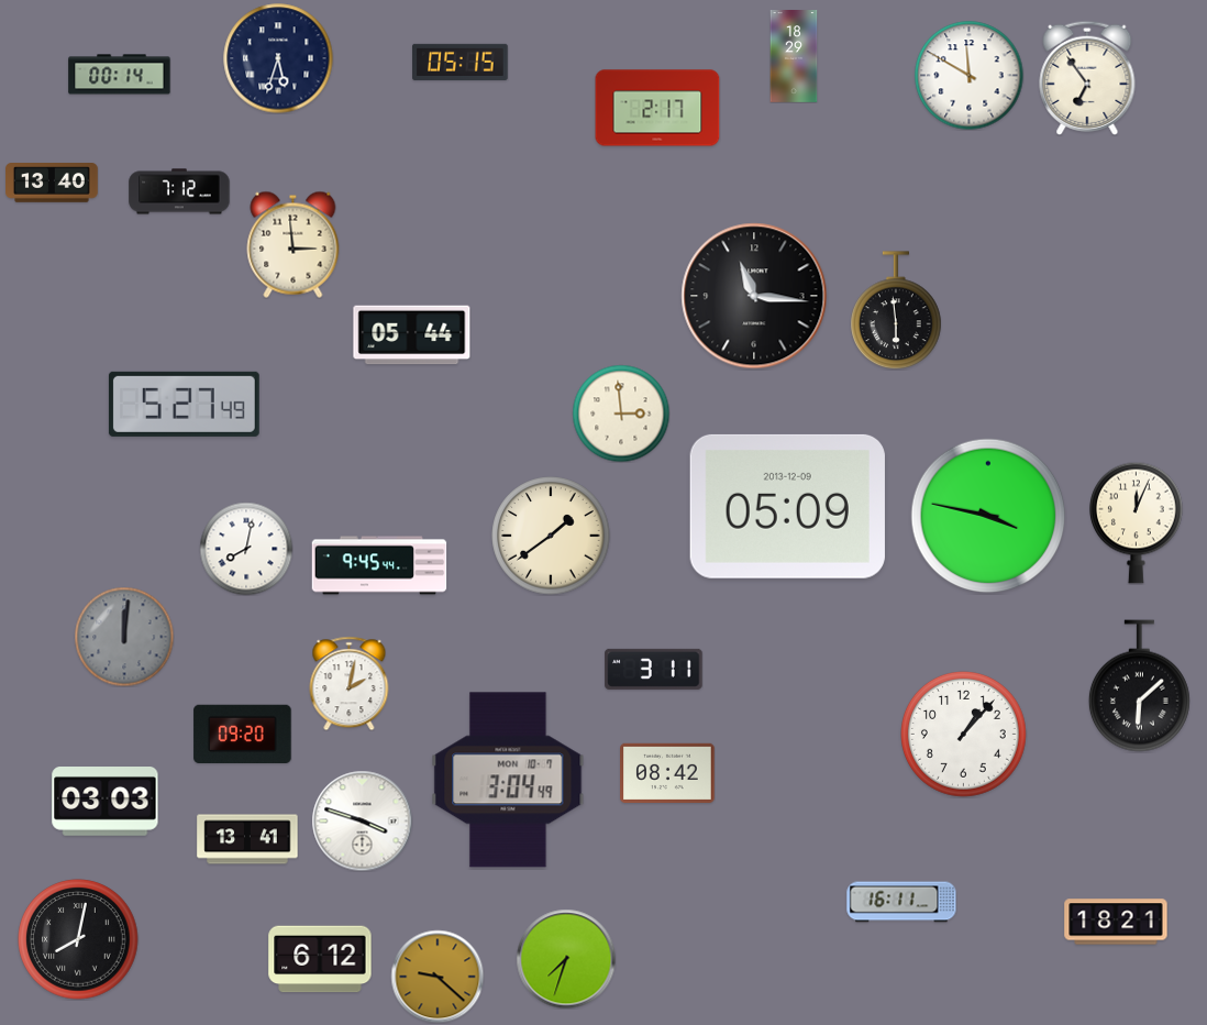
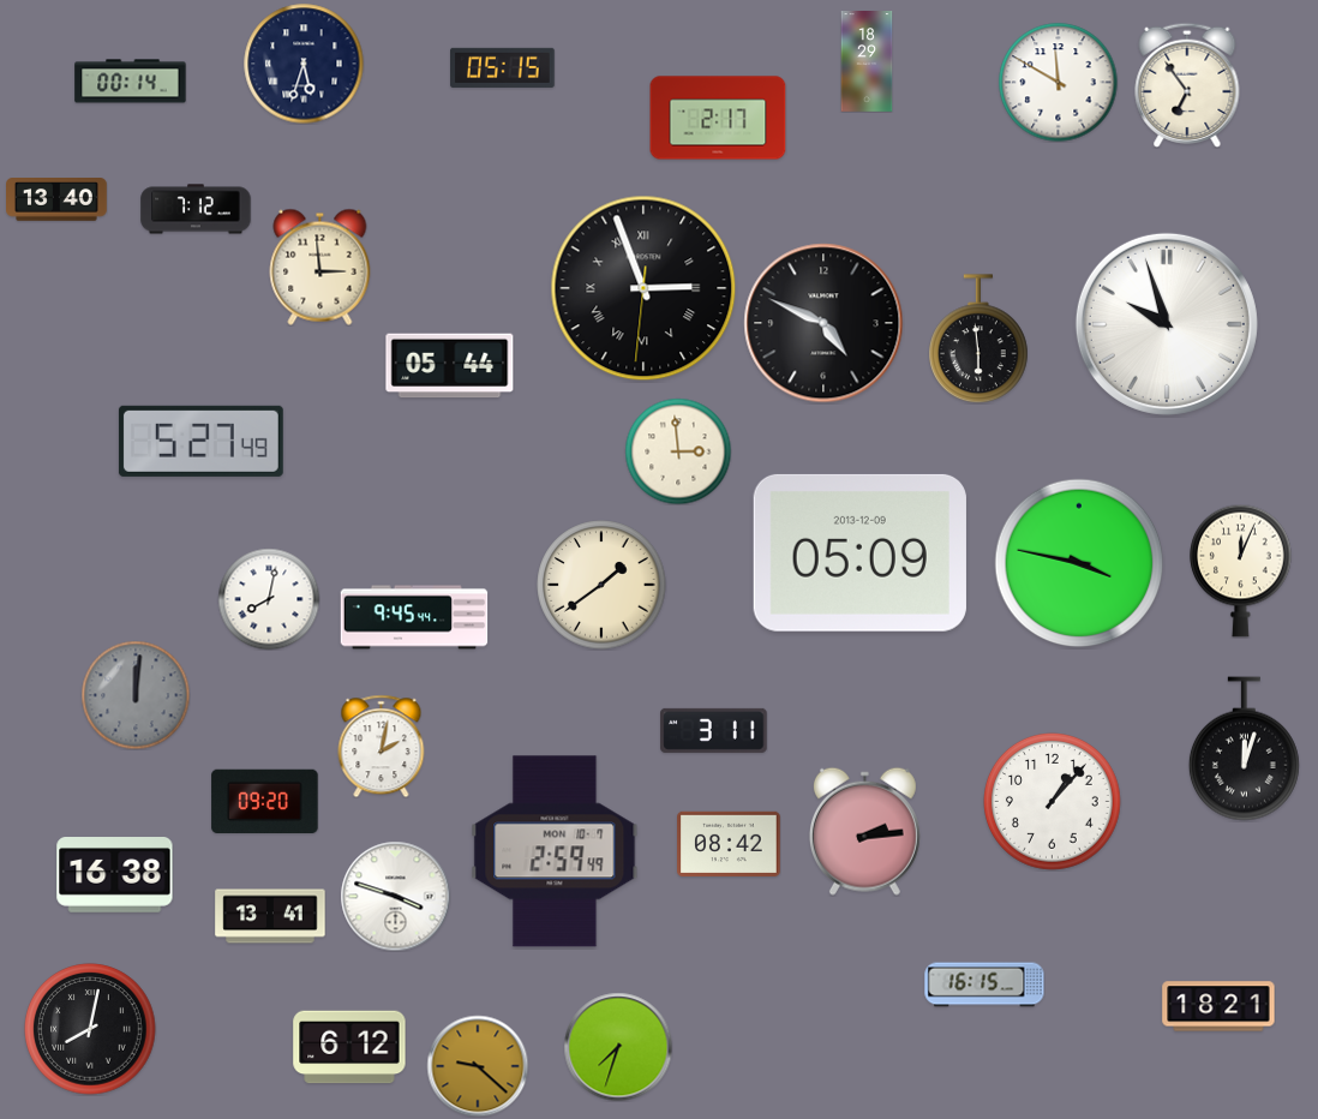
clock at (643, 288): none -> 2:56
clock at (754, 296): 11:16 -> 4:49
clock at (1167, 324): none -> 9:57
clock at (1139, 686): 6:08 -> 12:03
clock at (864, 831): none -> 2:14
clock at (508, 780): 3:04 -> 2:59
clock at (106, 802): 03:03 -> 16:38
clock at (901, 902): 16:11 -> 16:15
clock at (78, 939) position: (78, 939) -> (90, 1029)
